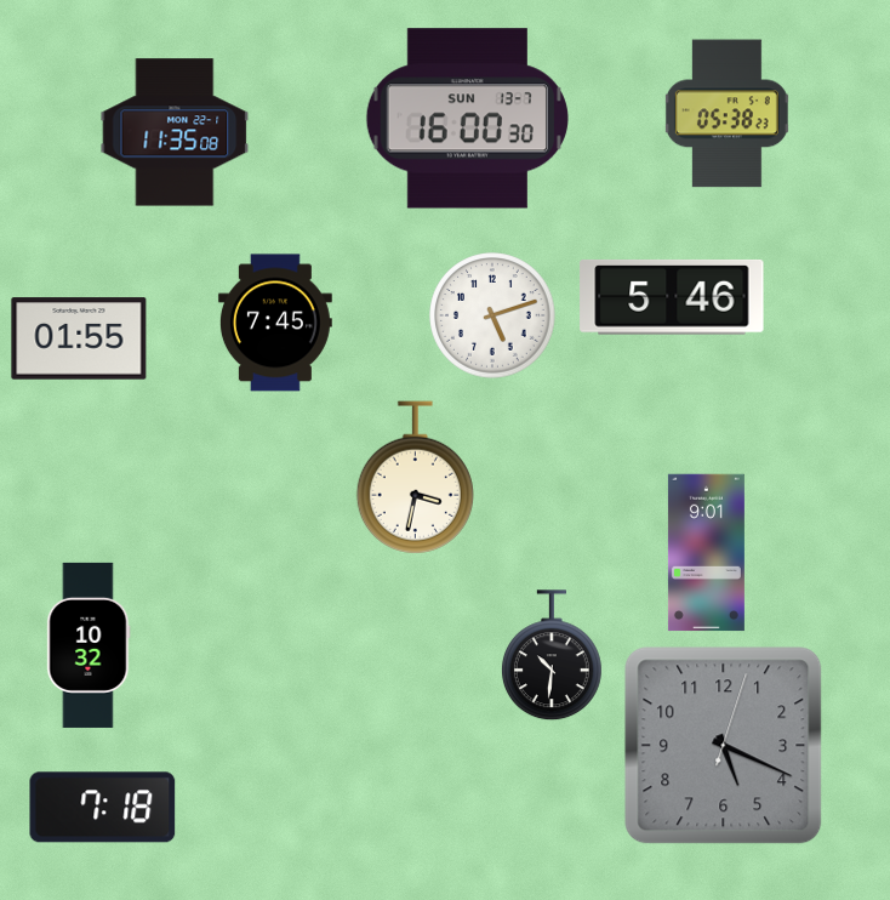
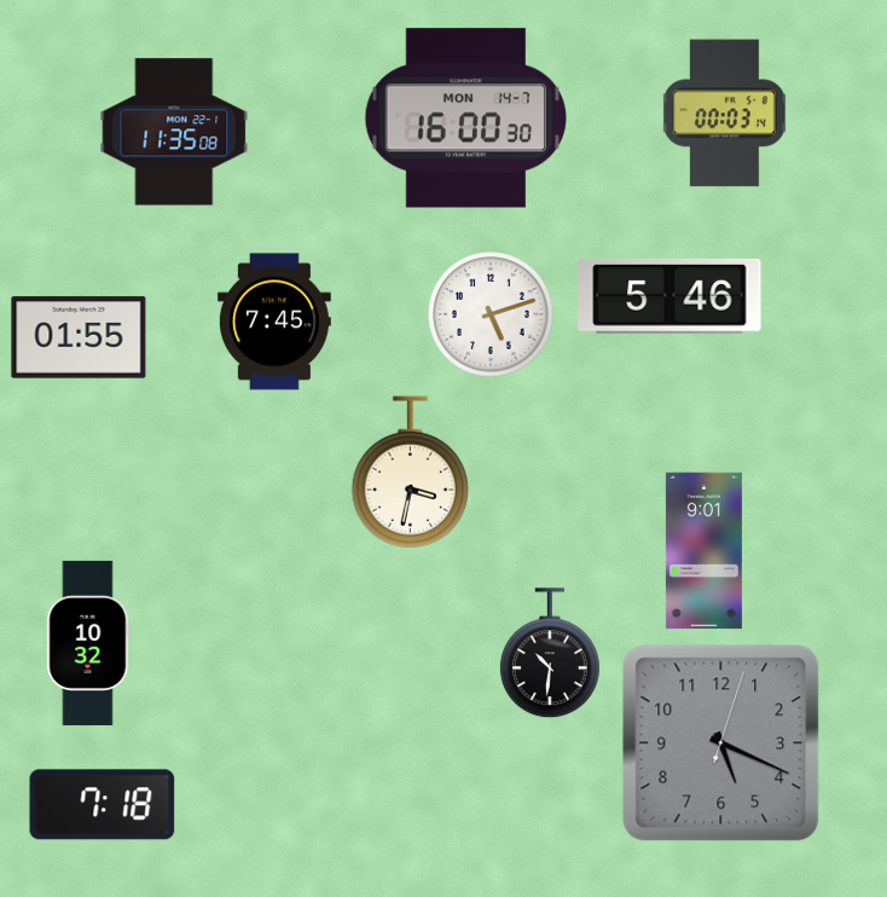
clock at (726, 114): 05:38 -> 00:03
clock at (467, 119) date: SUN 13-7 -> MON 14-7
clock at (415, 478) position: (415, 478) -> (410, 473)
